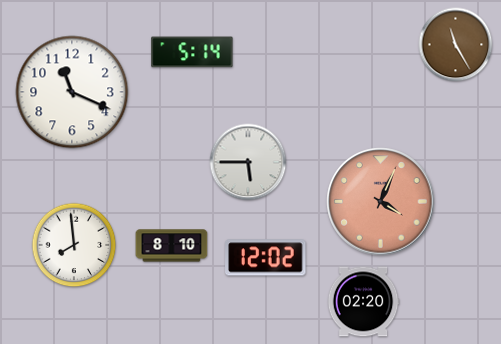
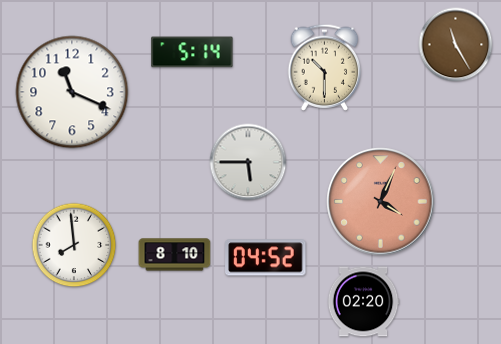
clock at (325, 67): none -> 10:30
clock at (172, 246) position: (172, 246) -> (175, 255)
clock at (266, 258): 12:02 -> 04:52
